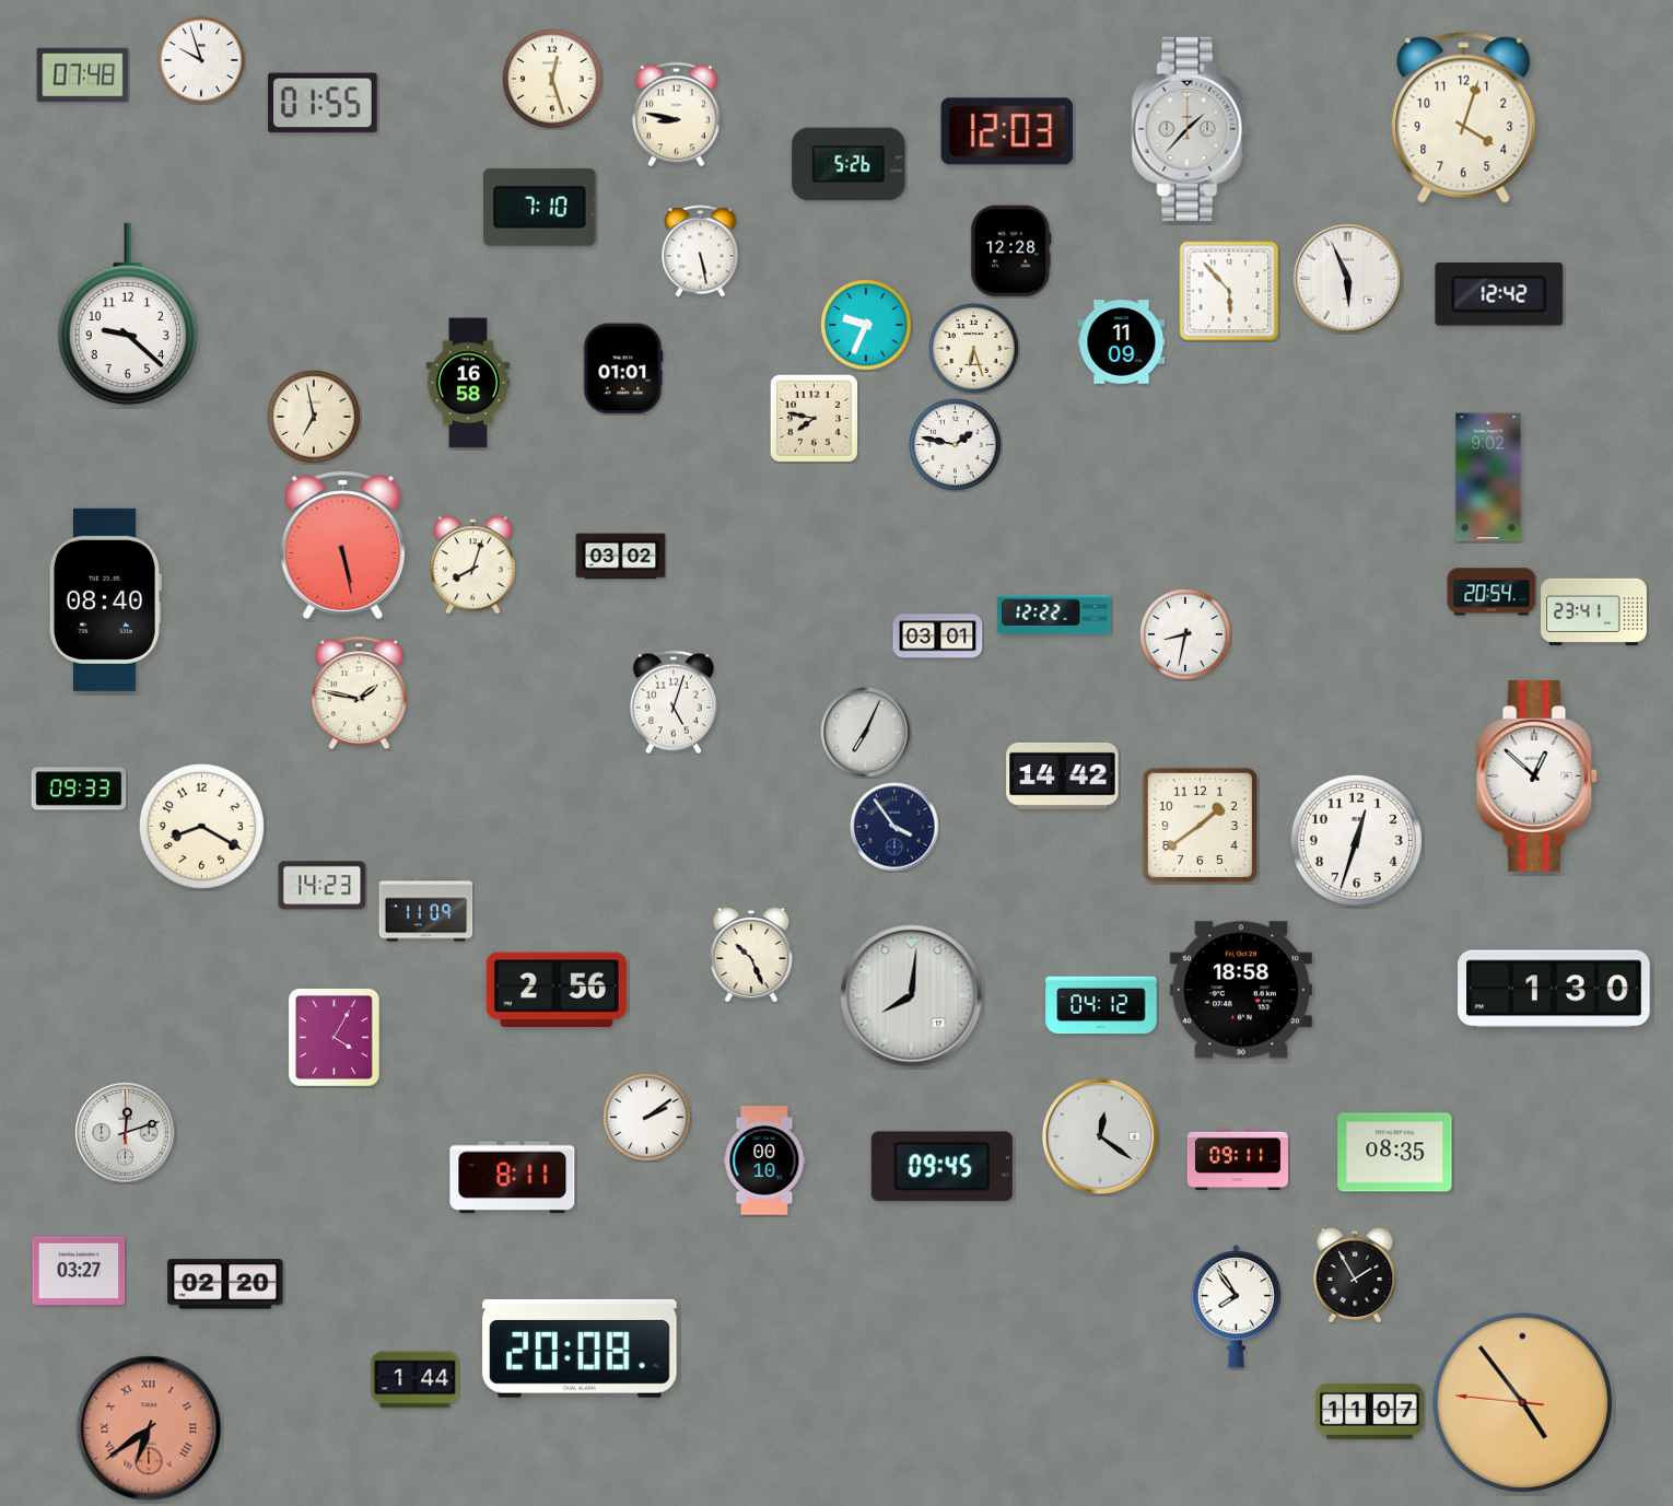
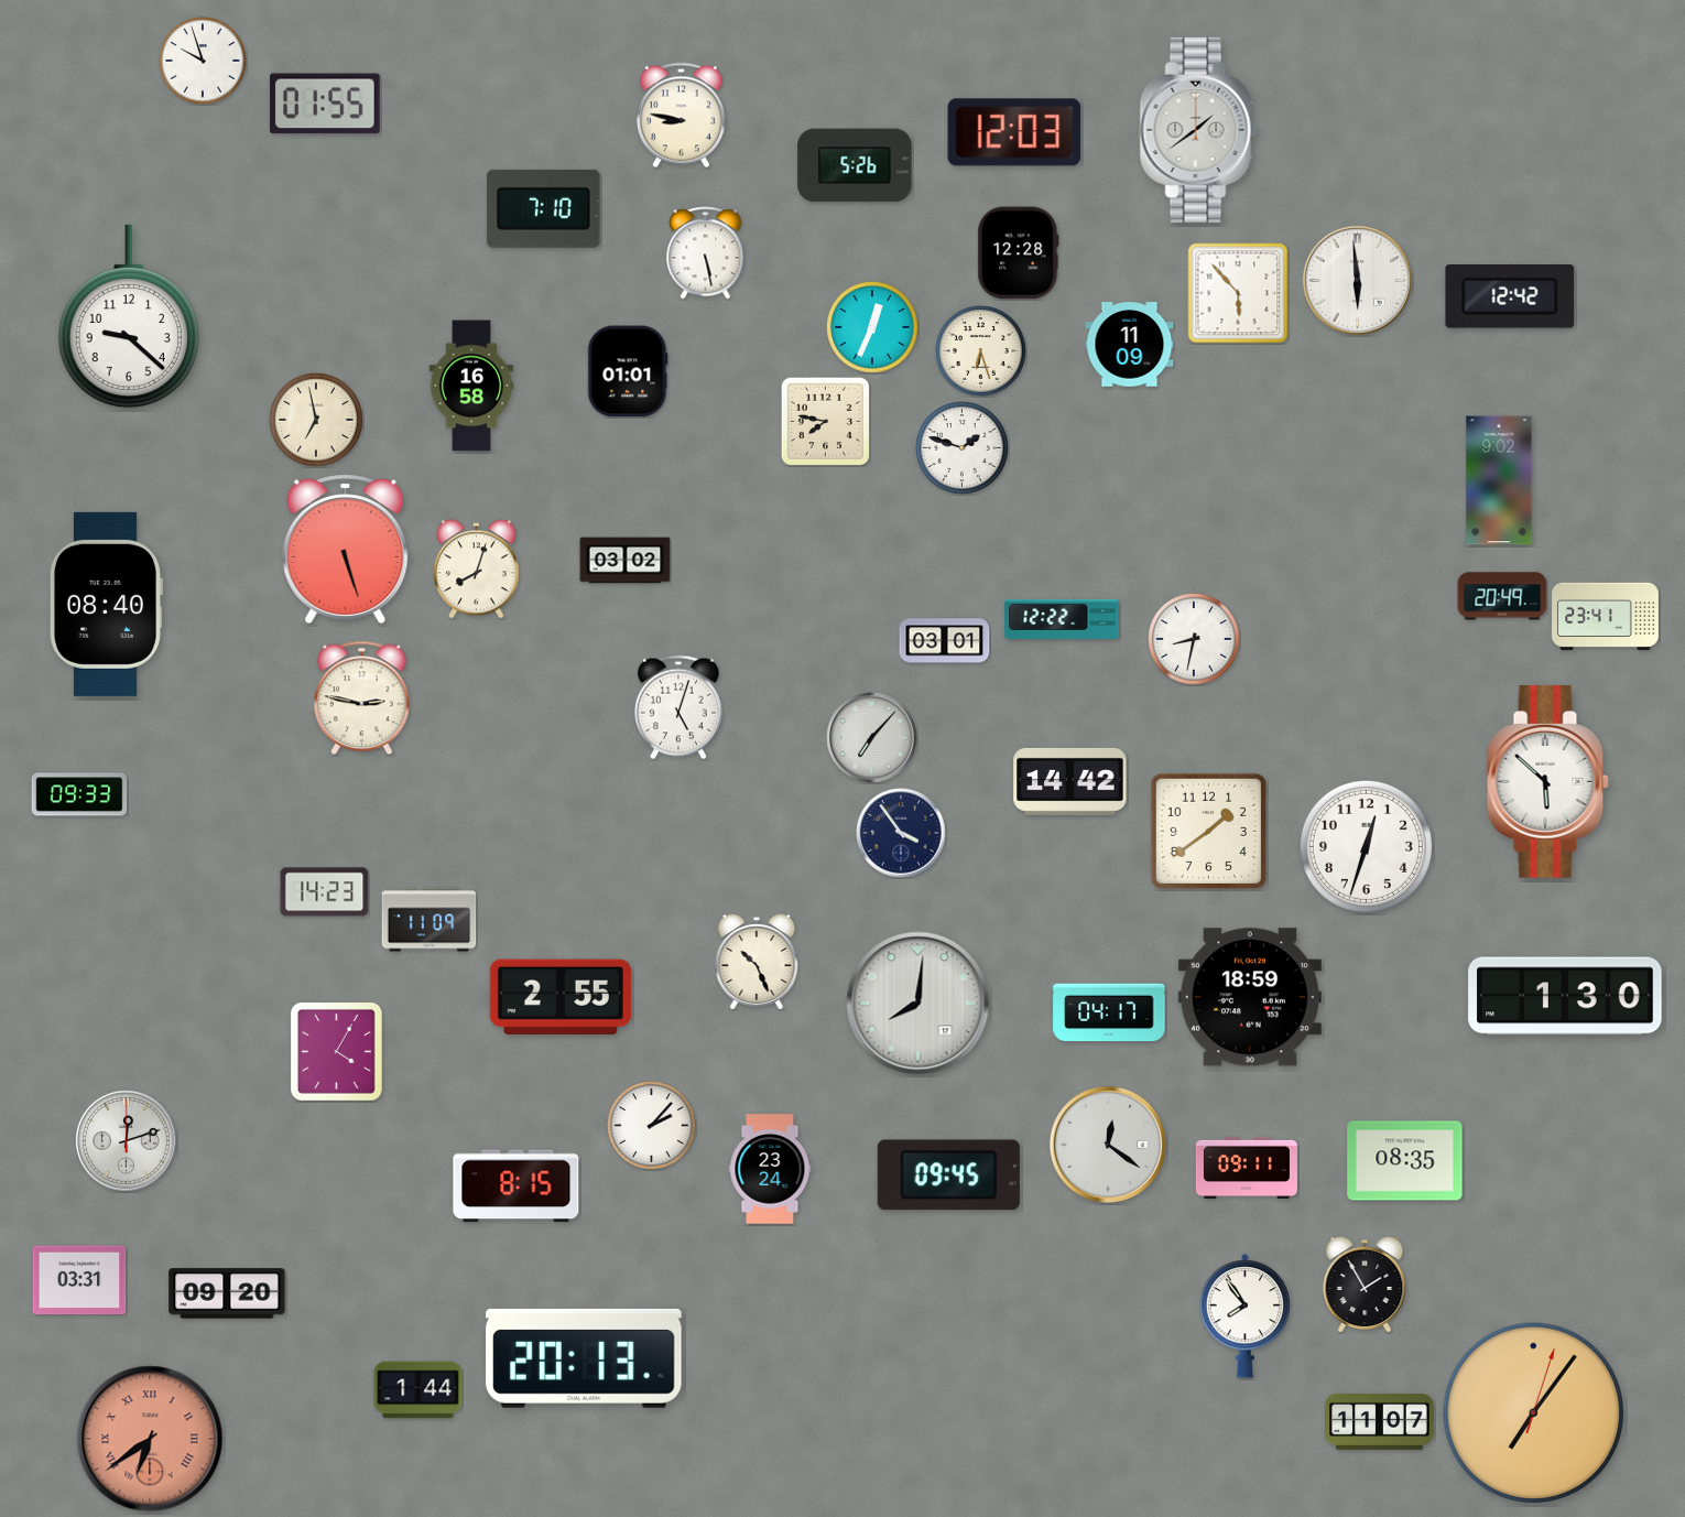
clock at (83, 75): 07:48 -> none
clock at (553, 80): 12:27 -> none
clock at (1464, 118): 4:03 -> none
clock at (1190, 129): 1:37 -> 1:39
clock at (1347, 278): 5:56 -> 5:59
clock at (866, 325): 9:34 -> 12:34
clock at (814, 418) position: (814, 418) -> (825, 421)
clock at (956, 445): 1:47 -> 1:48
clock at (343, 545): 5:28 -> 5:27
clock at (1491, 592): 20:54 -> 20:49
clock at (360, 693): 1:47 -> 2:47
clock at (866, 733): 7:04 -> 7:07
clock at (1536, 777): 12:52 -> 5:52
clock at (201, 826): 8:20 -> none
clock at (426, 910) position: (426, 910) -> (430, 920)
clock at (557, 989): 2:56 -> 2:55
clock at (1241, 990): 18:58 -> 18:59
clock at (1101, 1005): 04:12 -> 04:17
clock at (335, 1038) position: (335, 1038) -> (337, 1052)
clock at (647, 1118): 2:09 -> 2:07
clock at (764, 1160): 00:10 -> 23:24
clock at (513, 1178): 8:11 -> 8:15
clock at (79, 1271): 03:27 -> 03:31
clock at (225, 1284): 02:20 -> 09:20
clock at (580, 1349): 20:08 -> 20:13
clock at (1523, 1403): 4:53 -> 7:06
